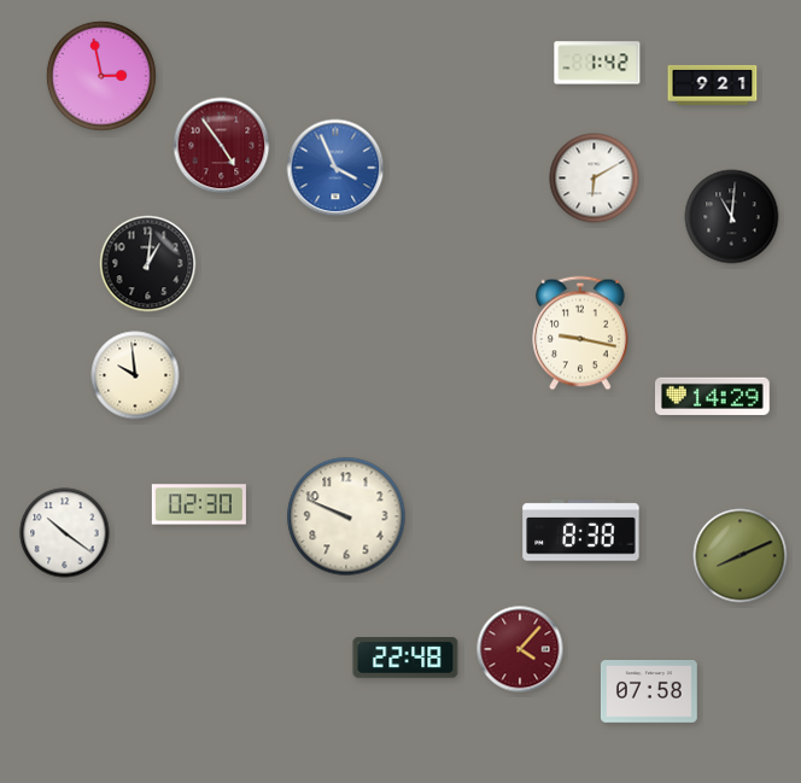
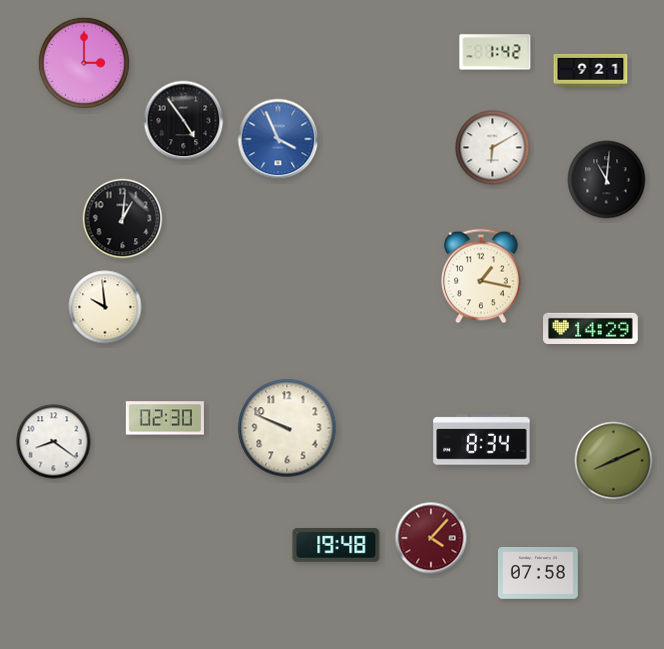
clock at (101, 76): 2:58 -> 3:00
clock at (222, 146) dial: burgundy -> black
clock at (580, 333): 9:17 -> 1:17
clock at (135, 375) position: (135, 375) -> (105, 307)
clock at (581, 531): 8:38 -> 8:34
clock at (65, 533): 10:21 -> 8:21
clock at (405, 658): 22:48 -> 19:48
